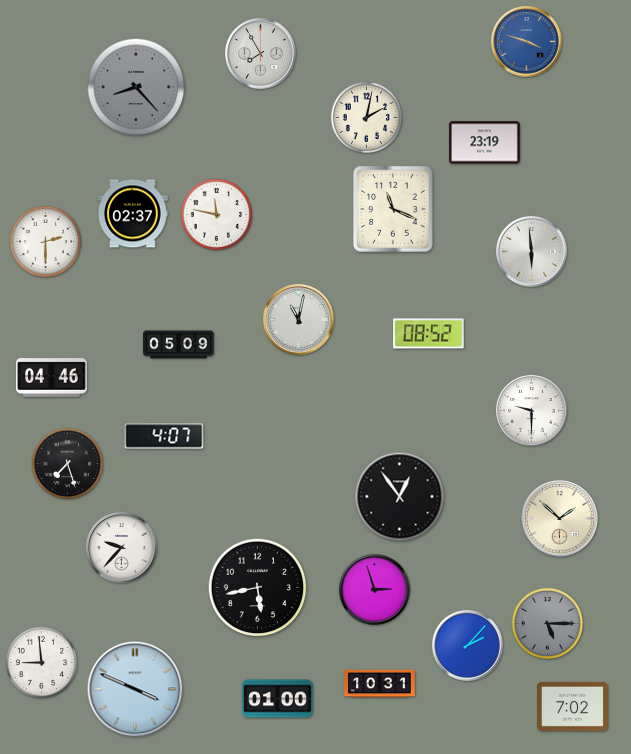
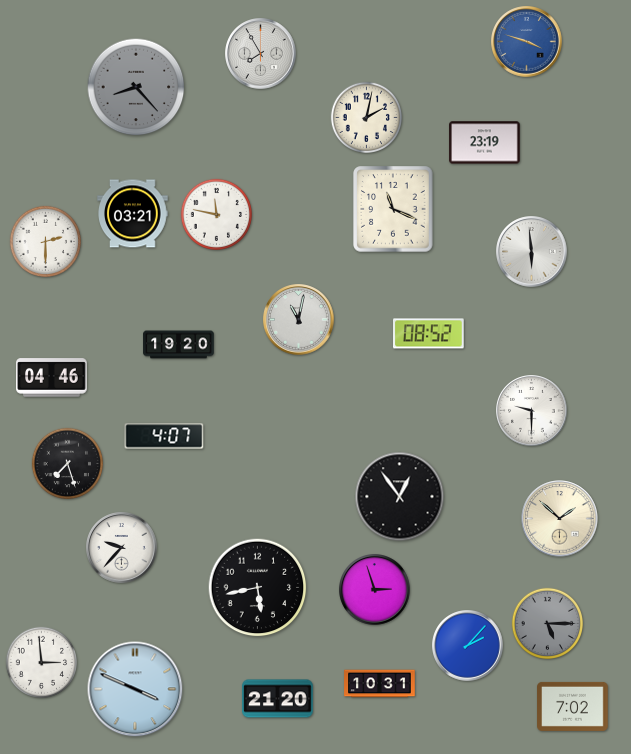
clock at (133, 214): 02:37 -> 03:21
clock at (179, 345): 05:09 -> 19:20
clock at (41, 662): 8:59 -> 2:59
clock at (278, 699): 01:00 -> 21:20
